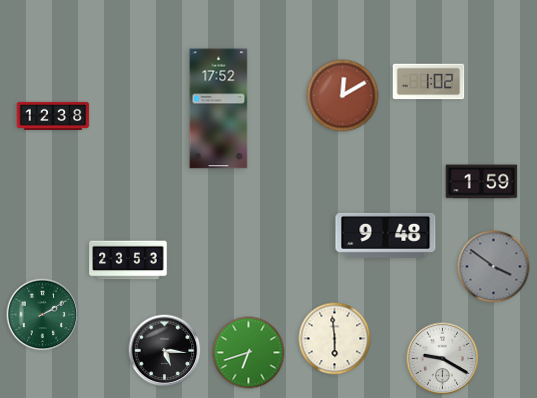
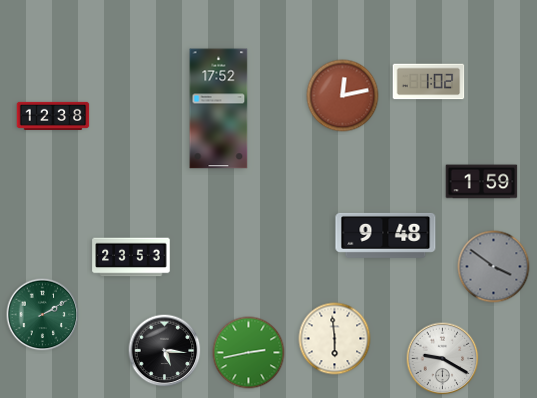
clock at (343, 96): 12:10 -> 12:13
clock at (128, 260) position: (128, 260) -> (131, 257)
clock at (249, 353): 6:42 -> 2:43
